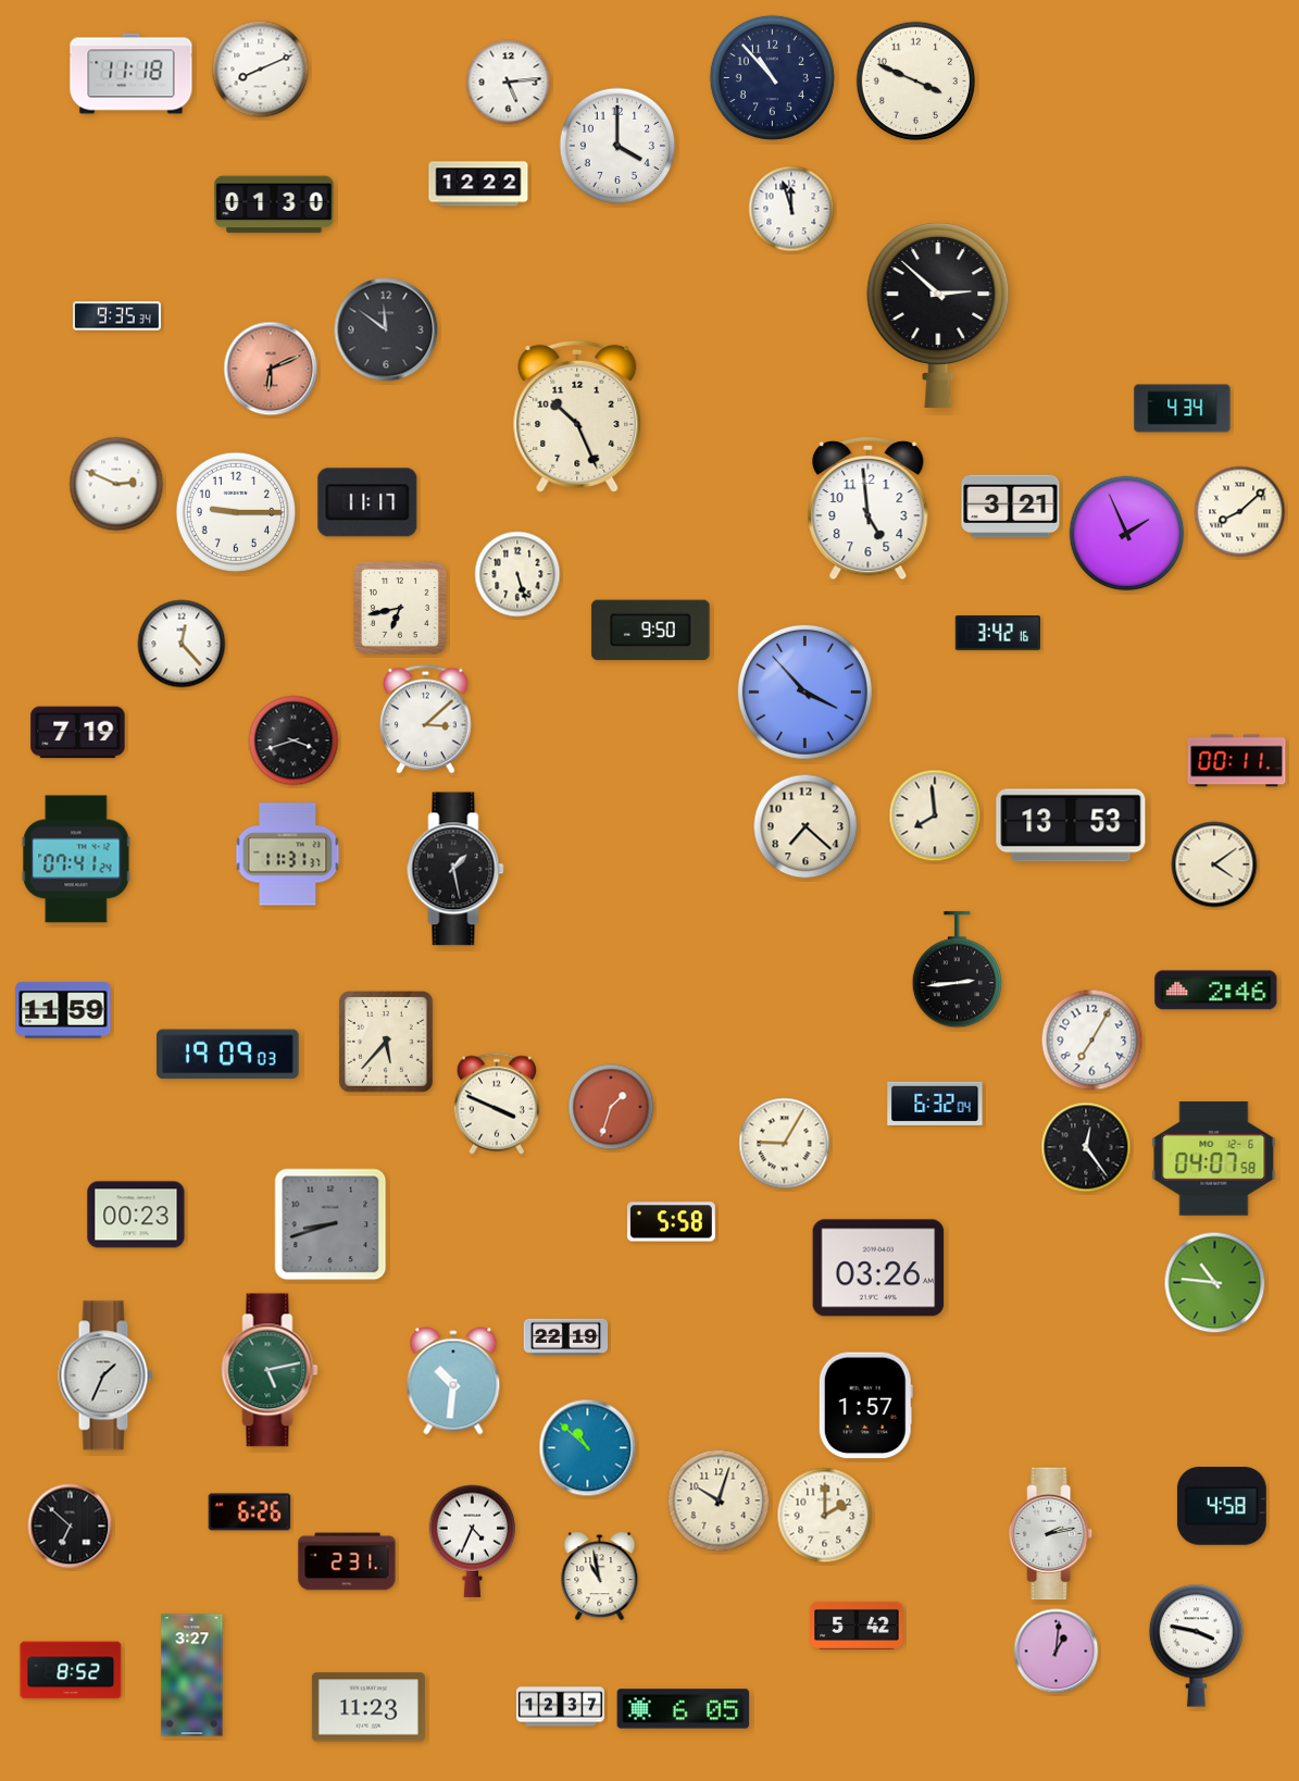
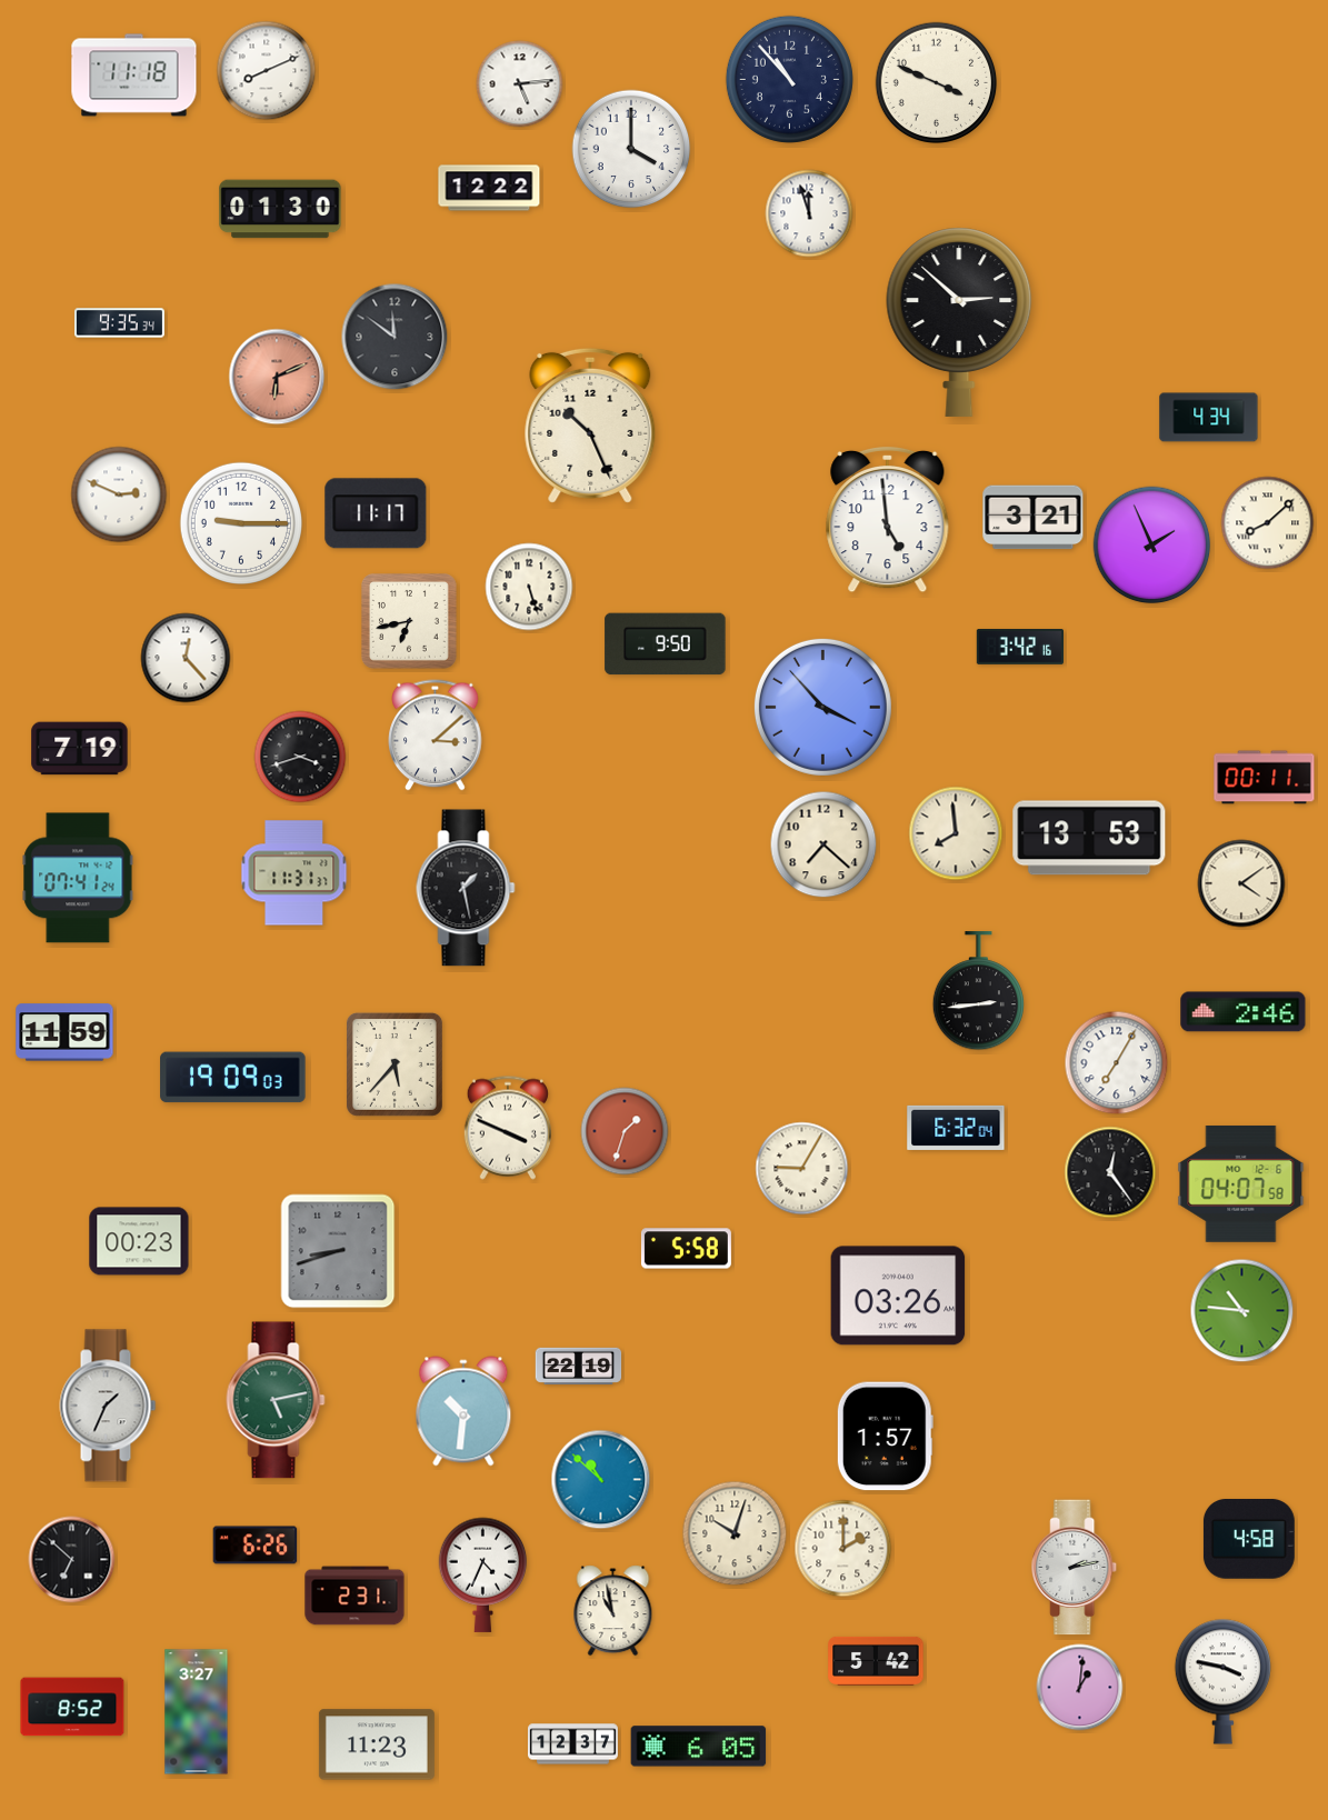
clock at (1071, 825) position: (1071, 825) -> (1089, 838)
